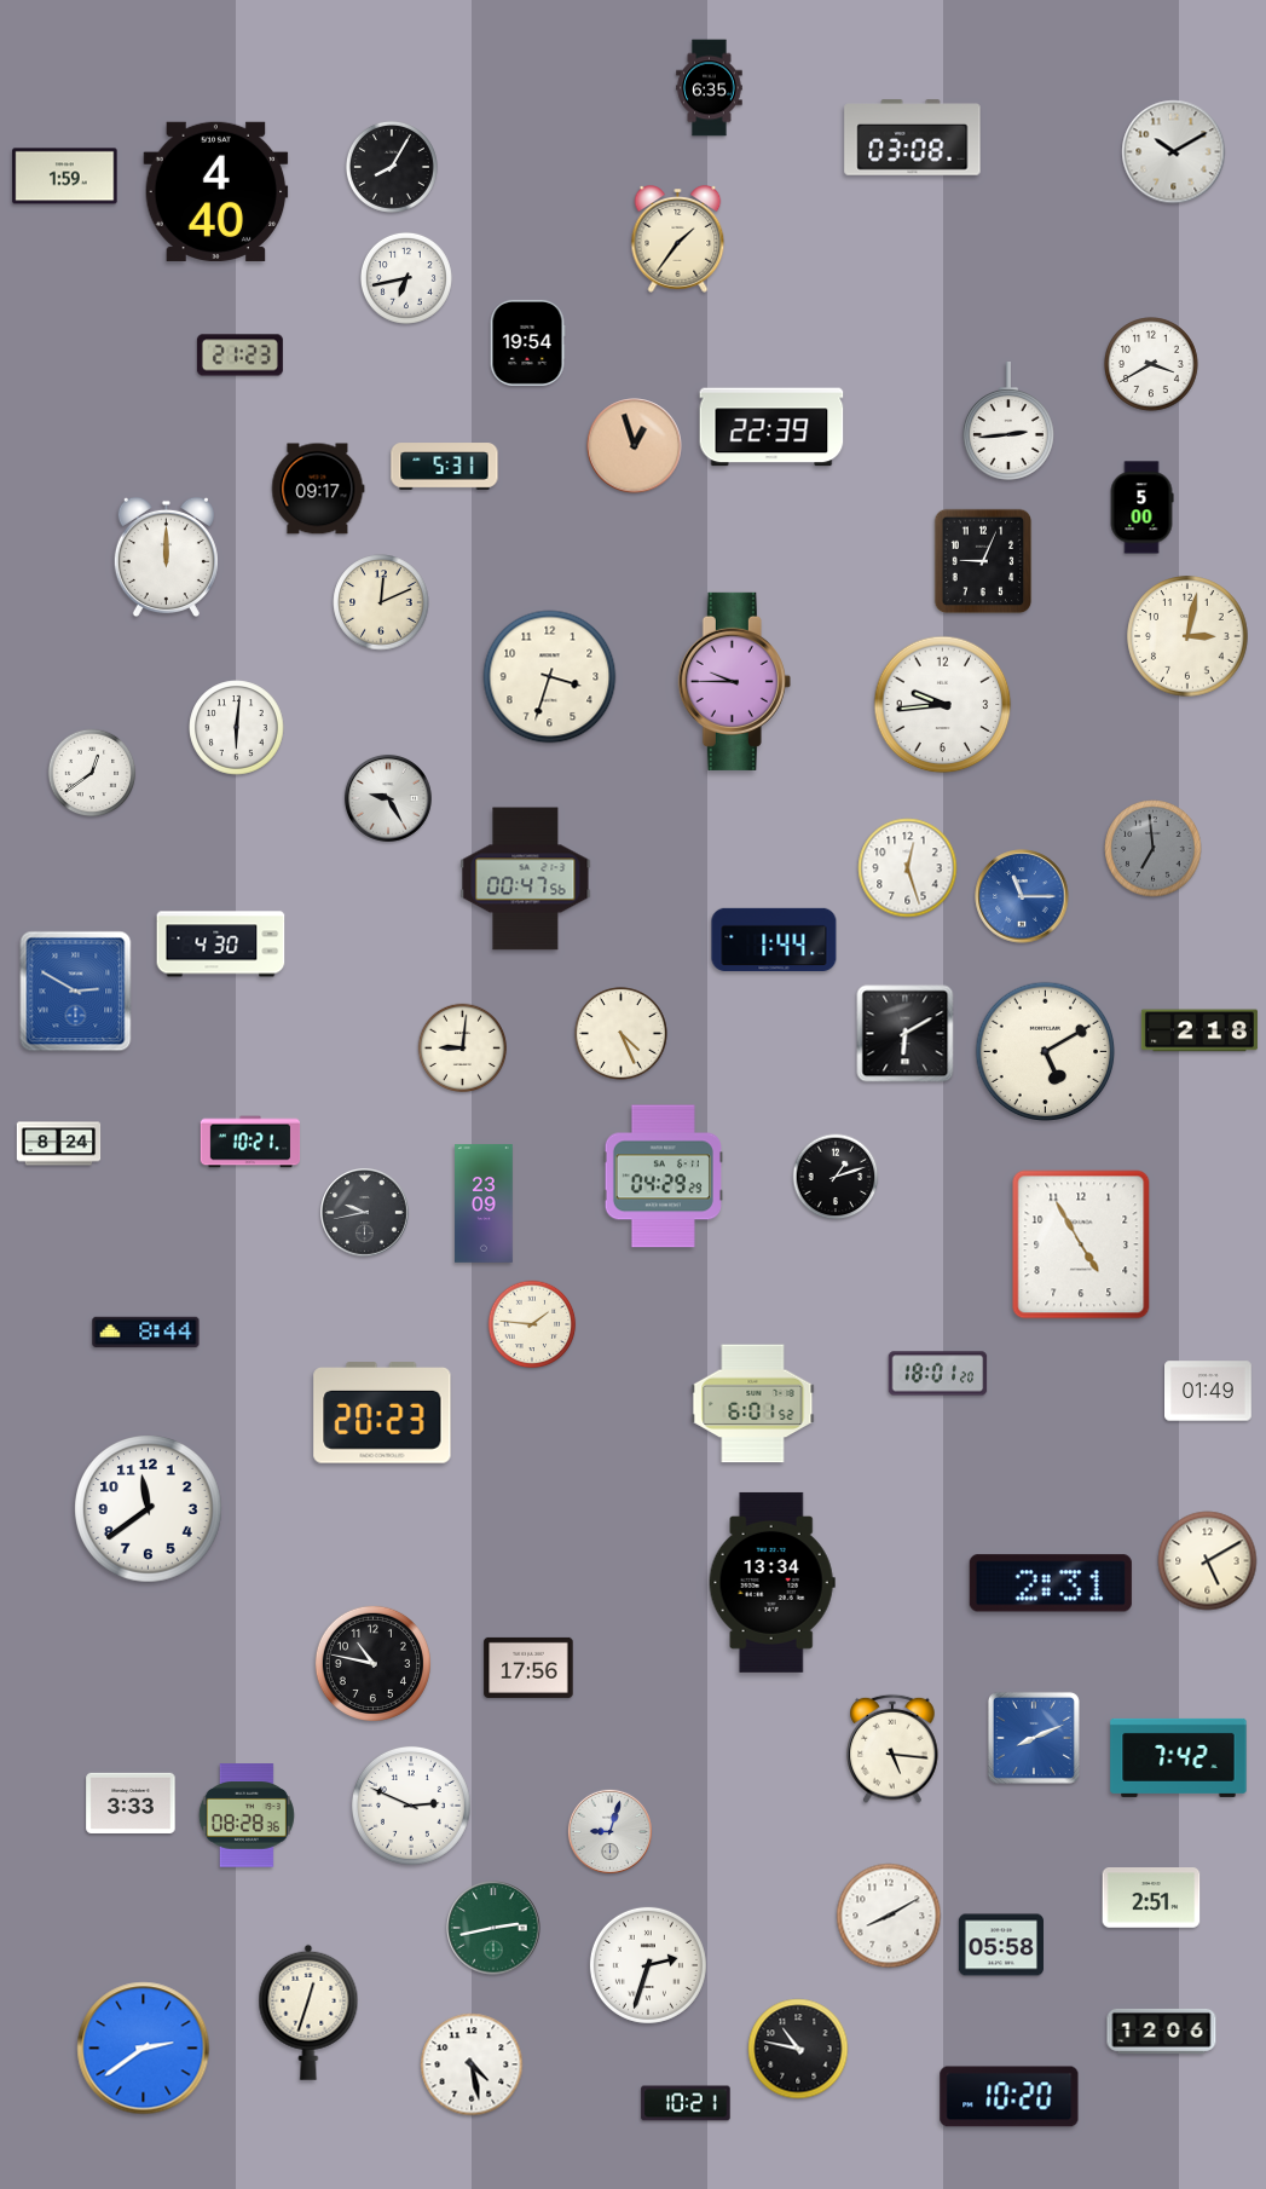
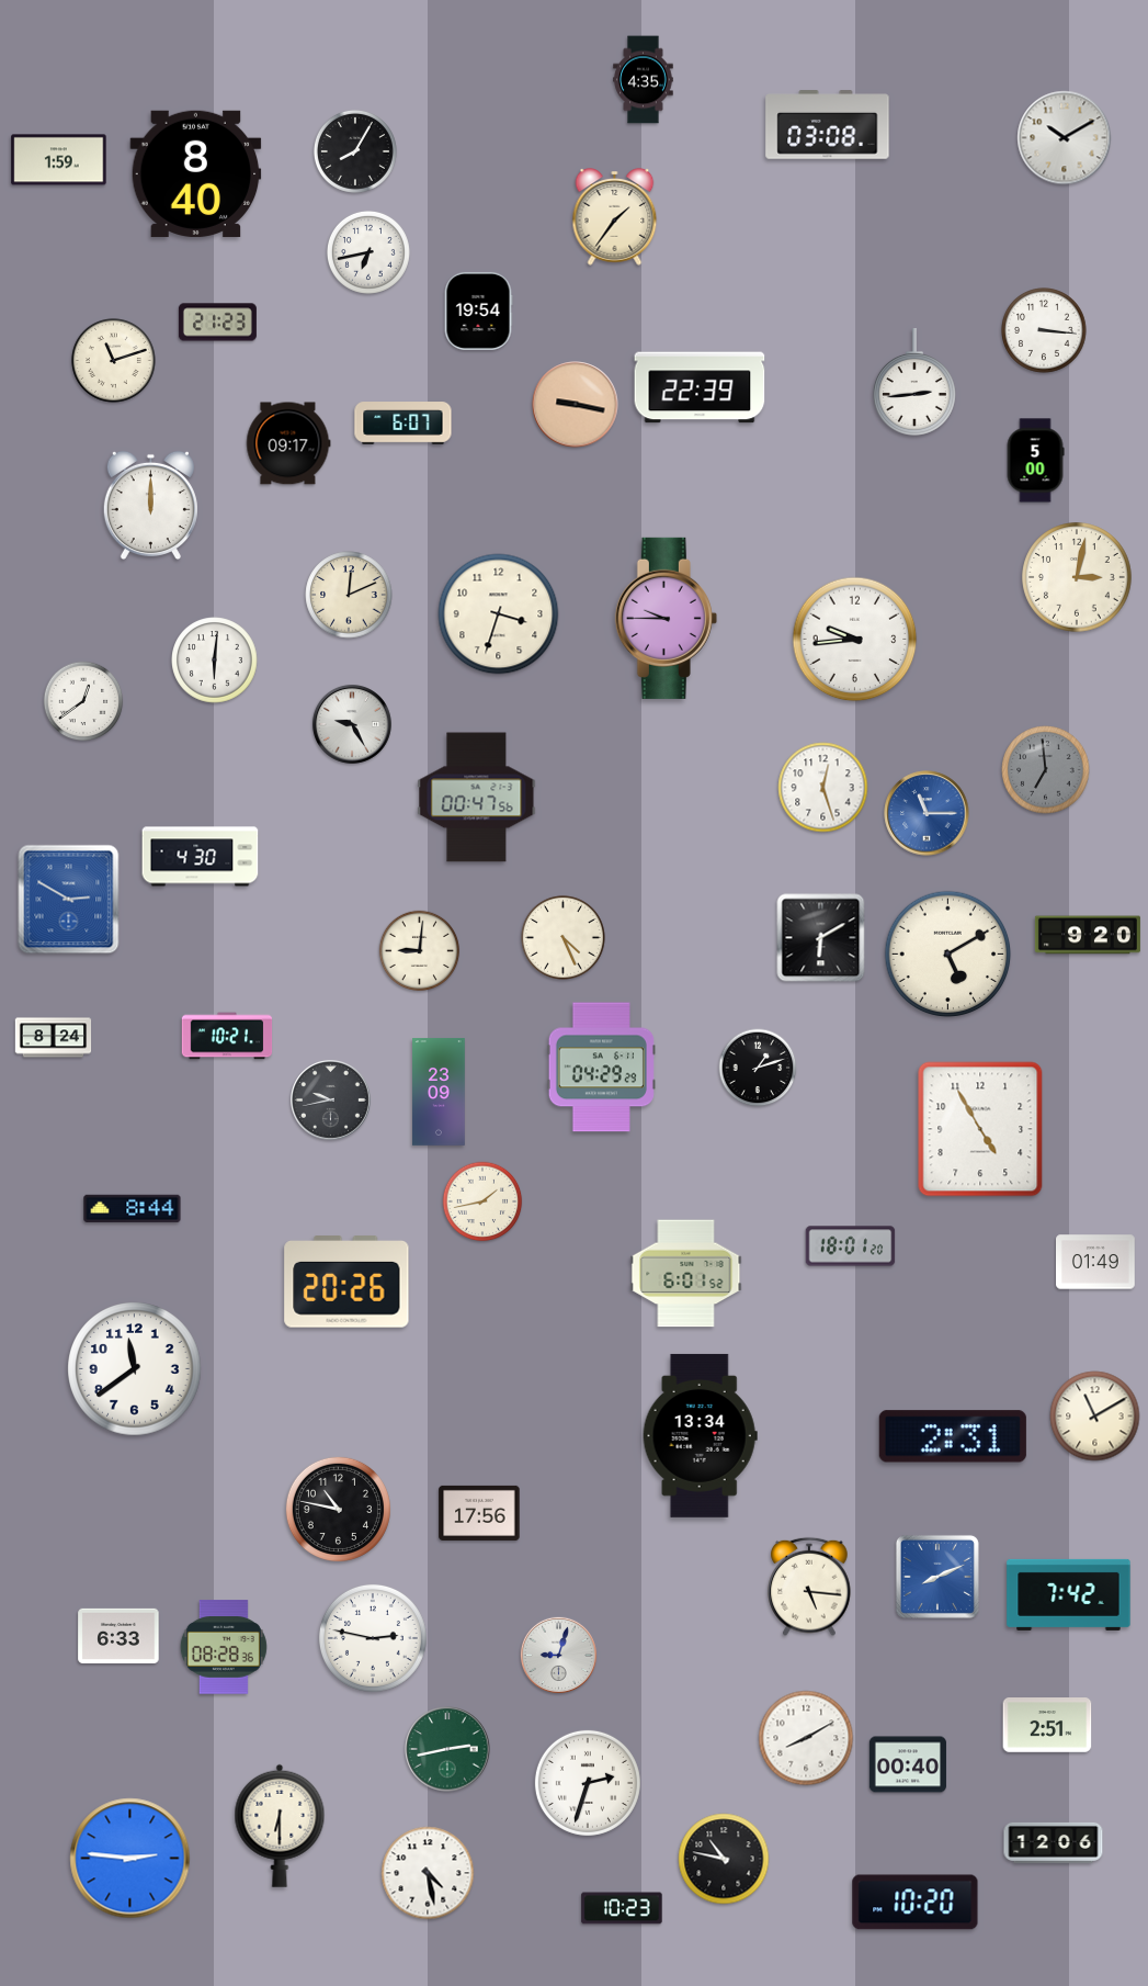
clock at (710, 88): 6:35 -> 4:35
clock at (216, 191): 4:40 -> 8:40
clock at (1152, 365): 3:40 -> 3:16
clock at (113, 360): none -> 11:12
clock at (635, 446): 12:57 -> 9:17
clock at (445, 467): 5:31 -> 6:07
clock at (983, 561): 9:04 -> none
clock at (381, 602) position: (381, 602) -> (349, 595)
clock at (774, 940): 1:44 -> none
clock at (1199, 1030): 2:18 -> 9:20
clock at (532, 1324): 1:46 -> 1:43
clock at (753, 1404) position: (753, 1404) -> (686, 1274)
clock at (382, 1413): 20:23 -> 20:26
clock at (1208, 1561): 5:10 -> 11:10
clock at (131, 1803): 3:33 -> 6:33
clock at (411, 1806): 2:49 -> 2:47
clock at (609, 1831) position: (609, 1831) -> (558, 1655)
clock at (1151, 1898) position: (1151, 1898) -> (1047, 1725)
clock at (1001, 1945): 05:58 -> 00:40
clock at (308, 2012): 12:33 -> 6:30
clock at (144, 2049): 2:39 -> 2:46
clock at (686, 2103): 10:21 -> 10:23
